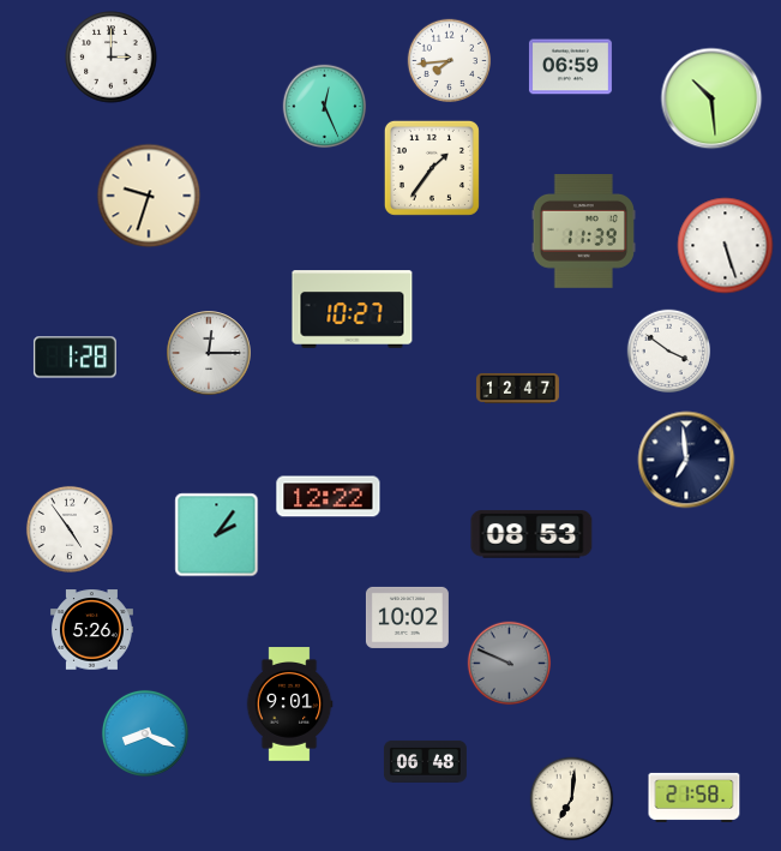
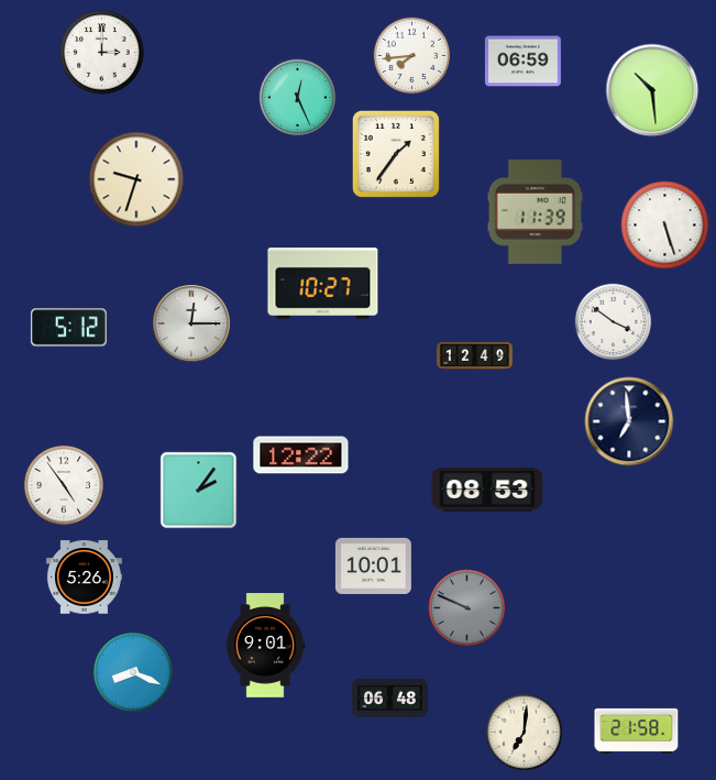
clock at (74, 358): 1:28 -> 5:12
clock at (517, 388): 12:47 -> 12:49
clock at (407, 617): 10:02 -> 10:01
